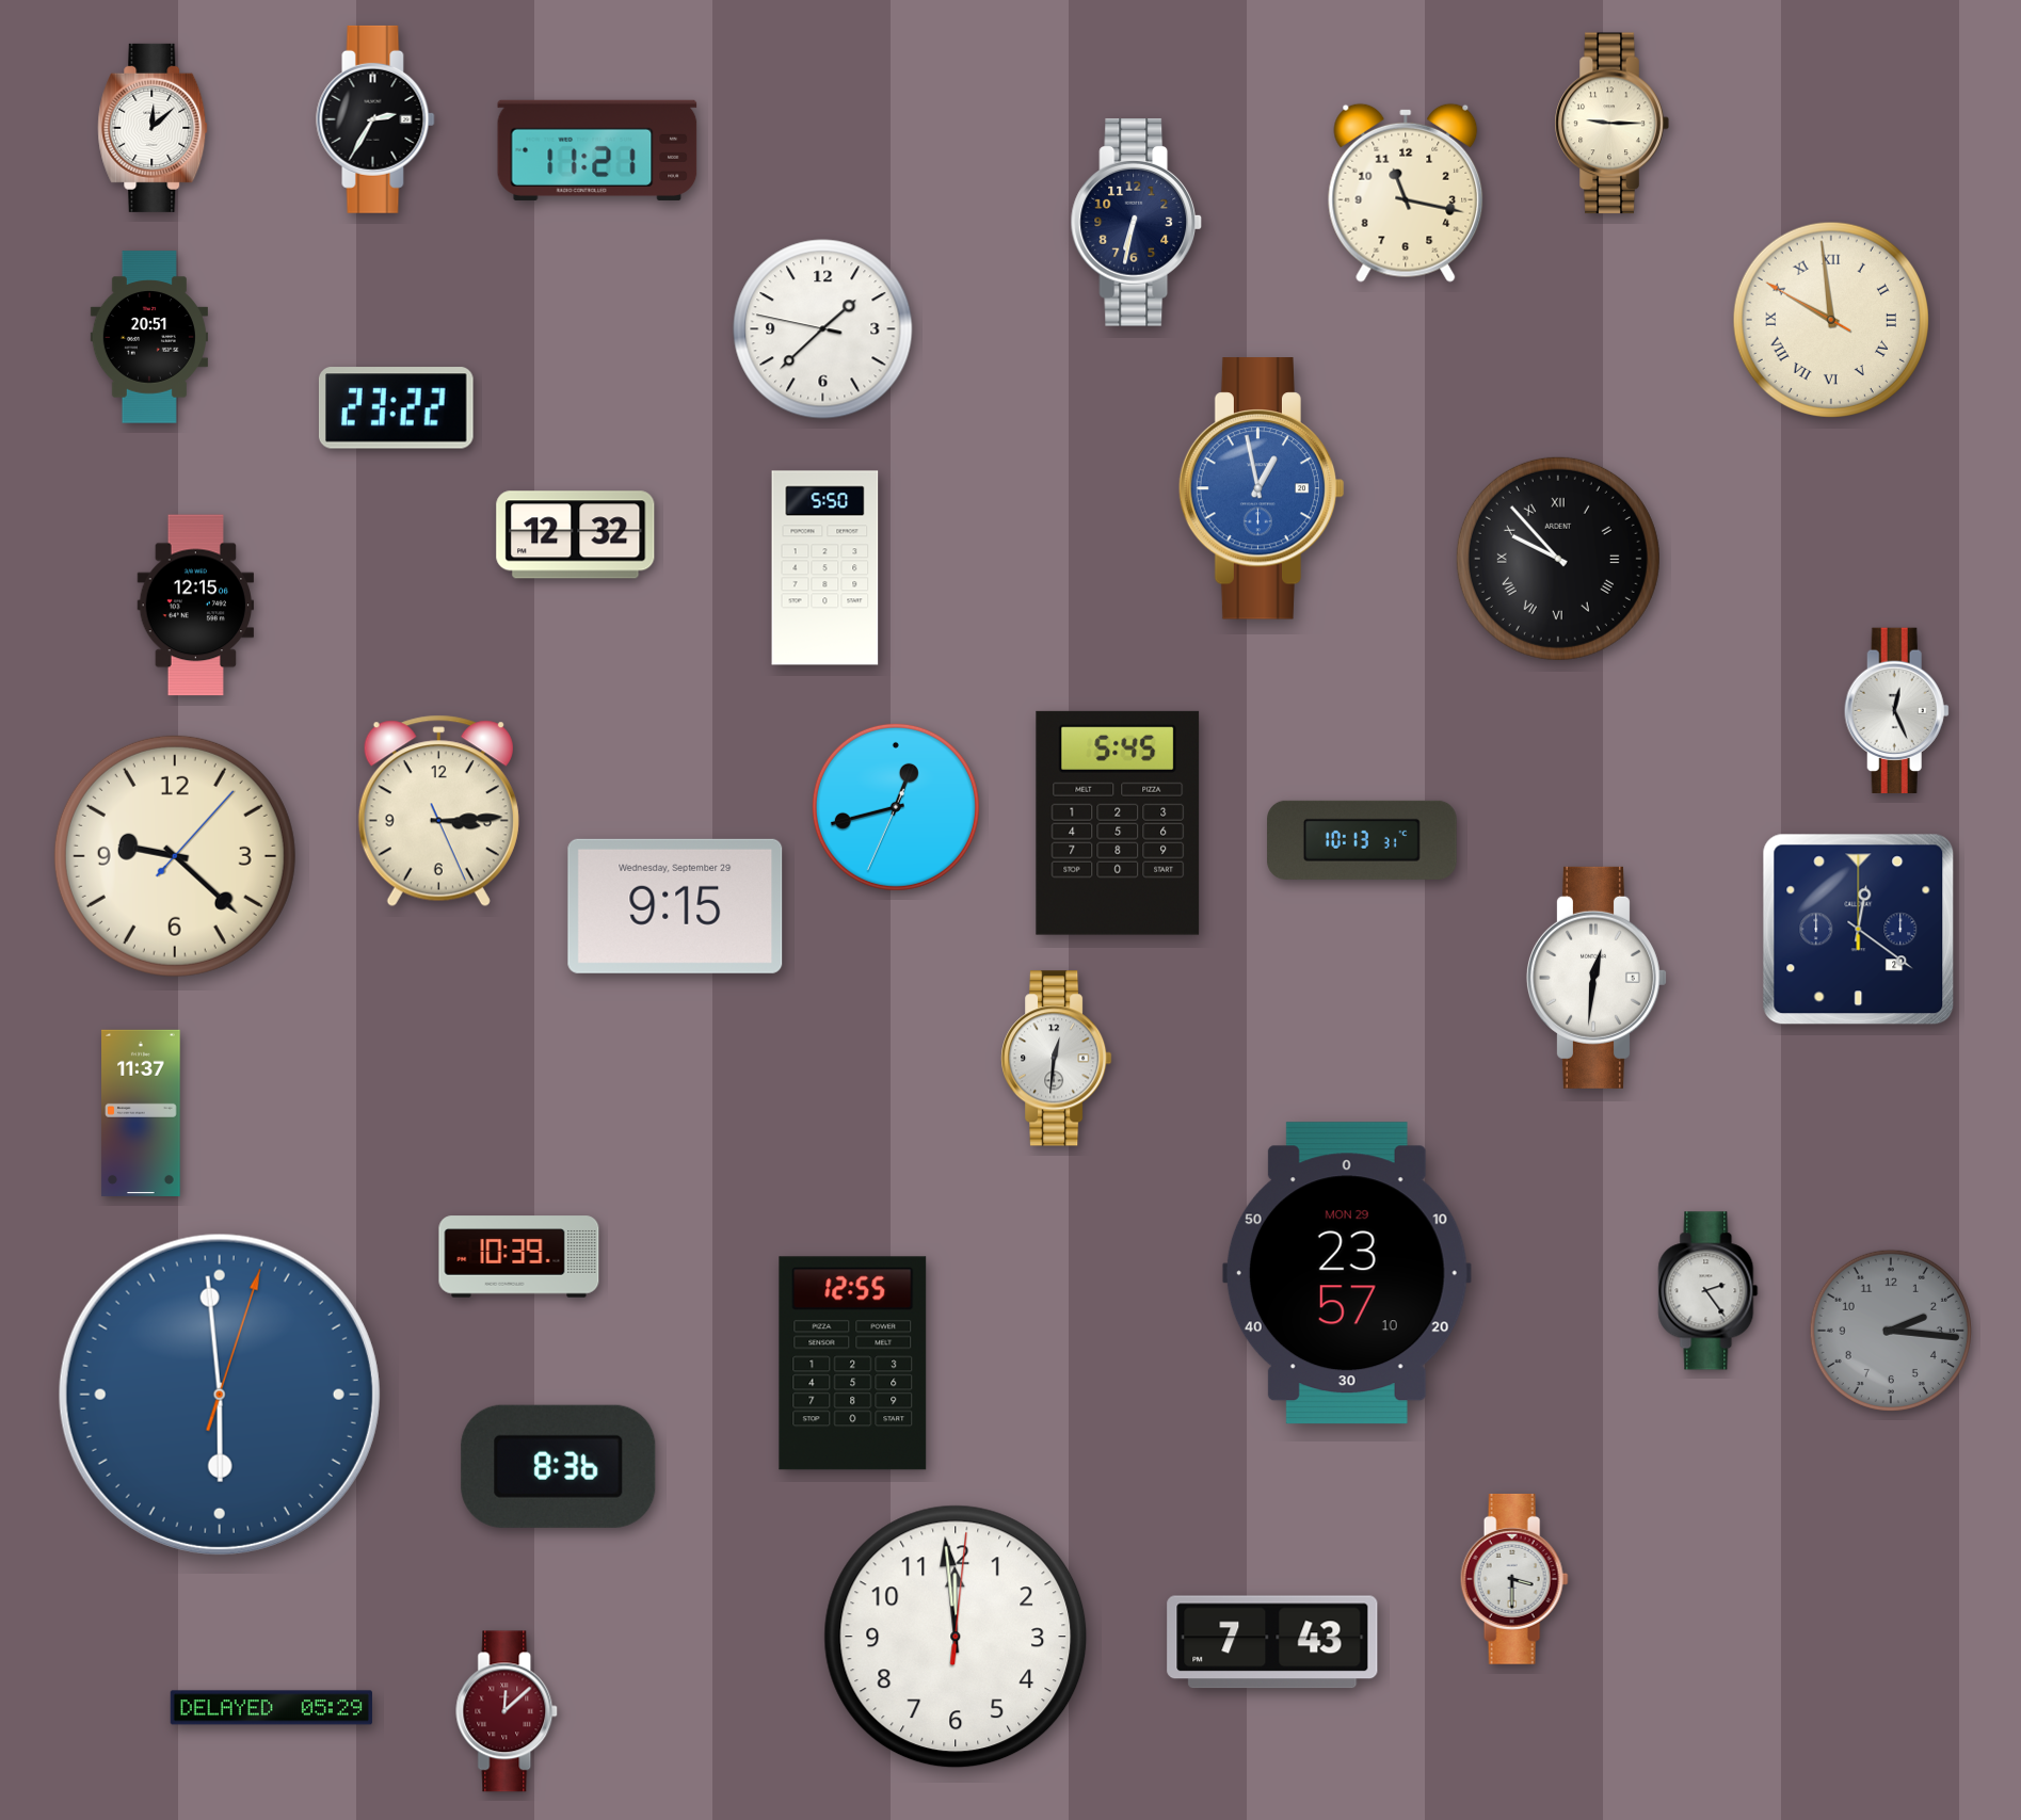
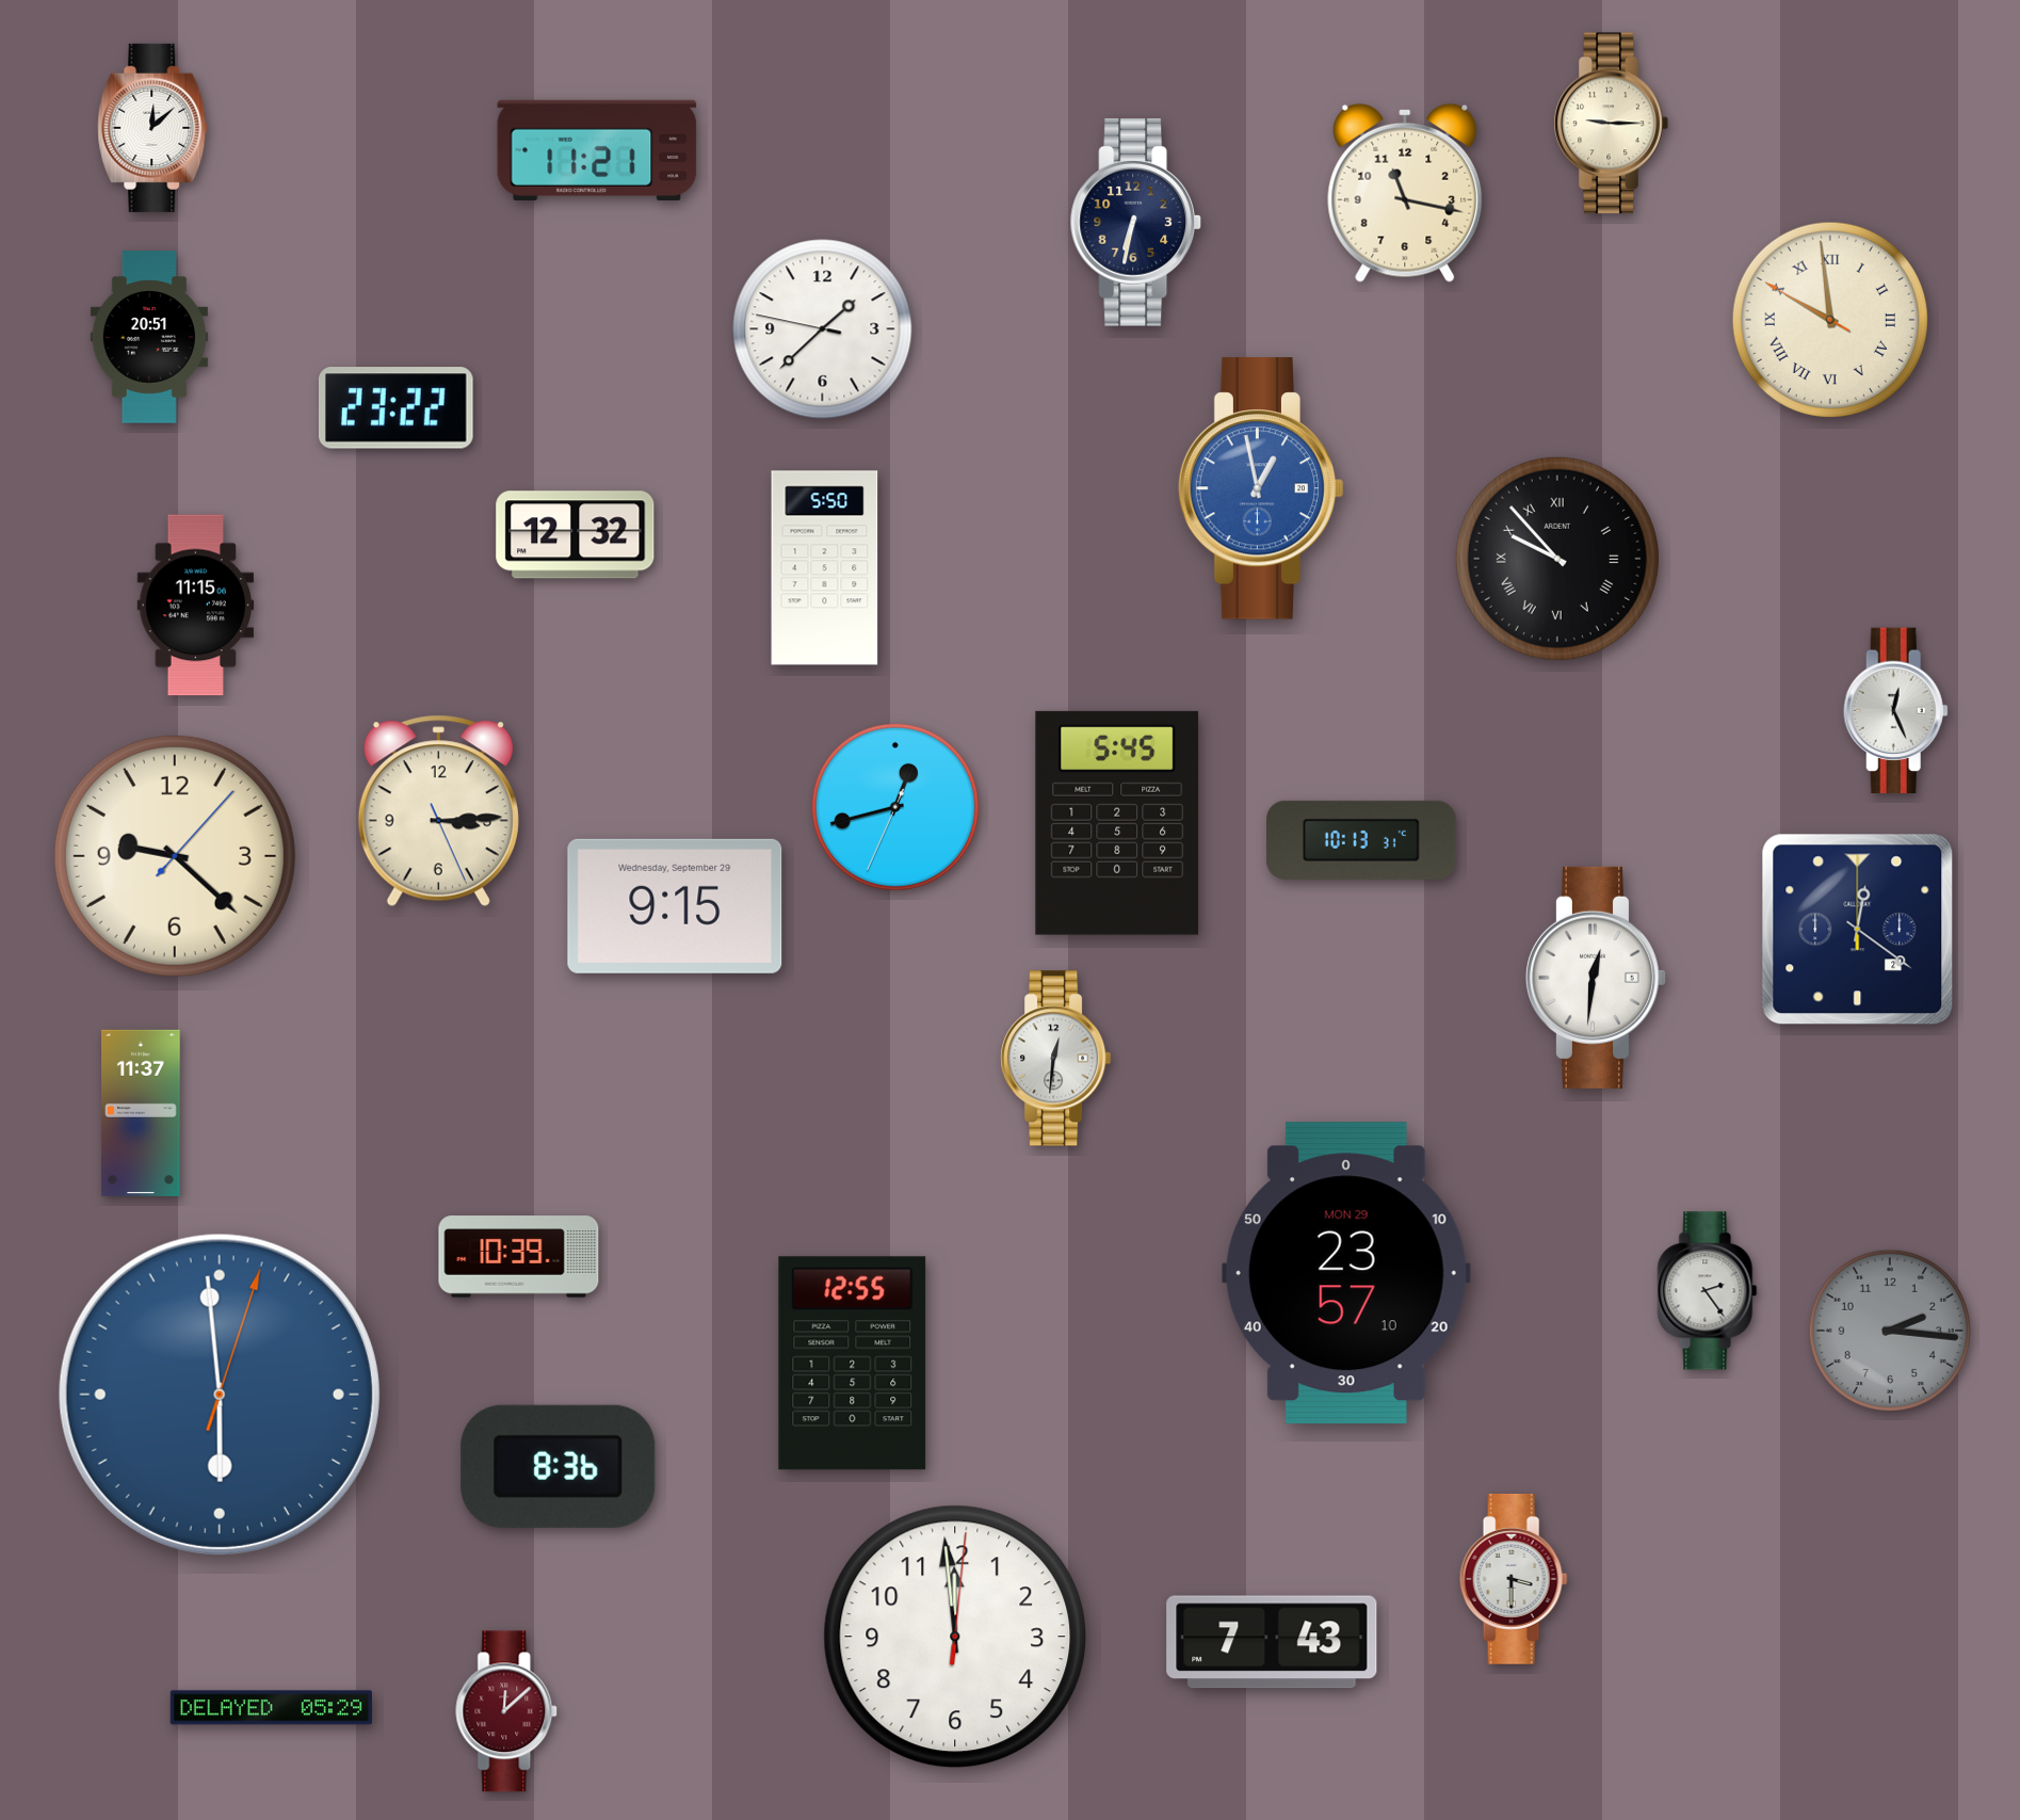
clock at (375, 119): 2:35 -> none
clock at (196, 606): 12:15 -> 11:15
